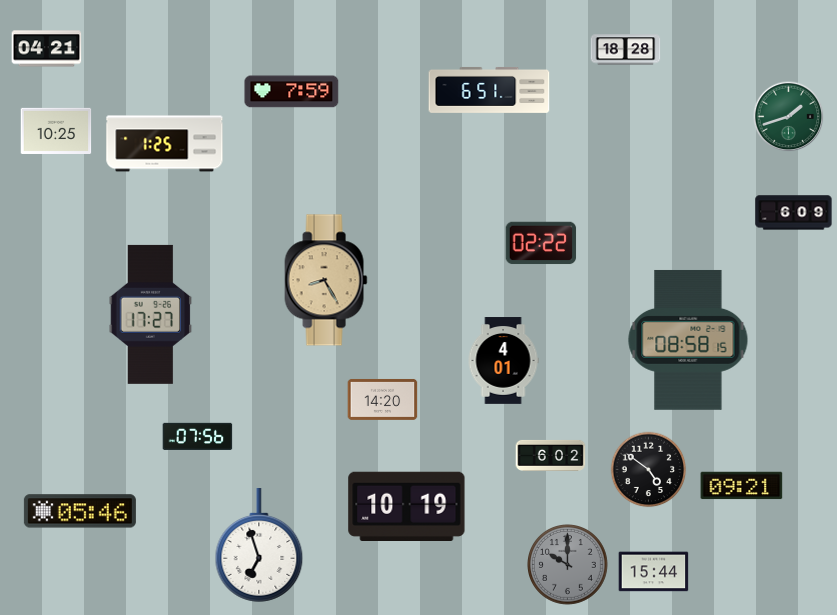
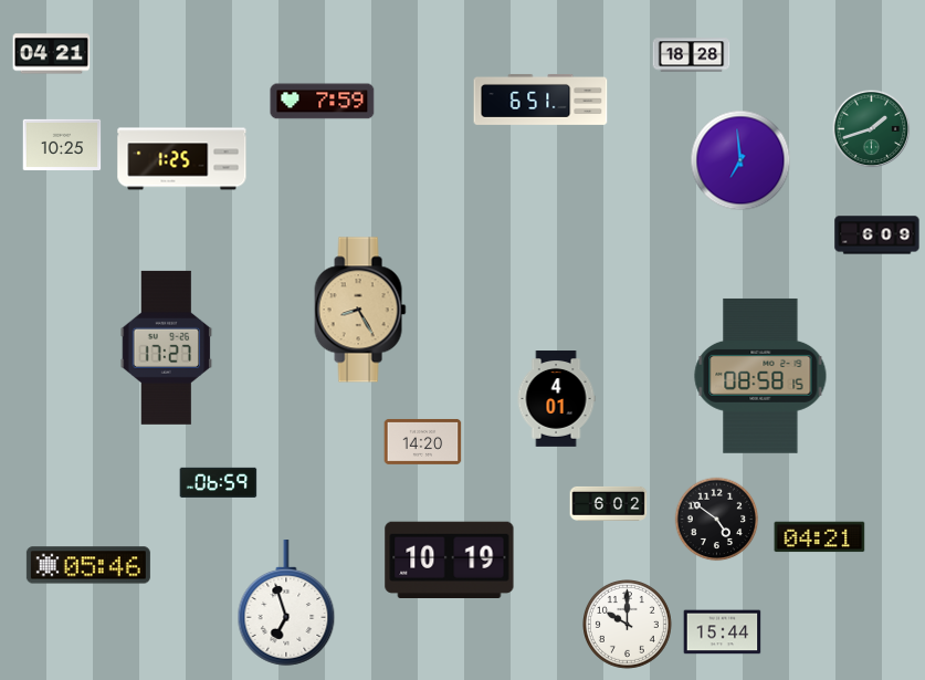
clock at (740, 160): none -> 6:59
clock at (541, 243): 02:22 -> none
clock at (198, 436): 07:56 -> 06:59
clock at (742, 486): 09:21 -> 04:21
clock at (568, 565) dial: grey -> white
